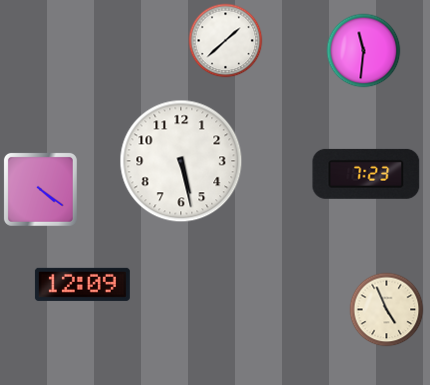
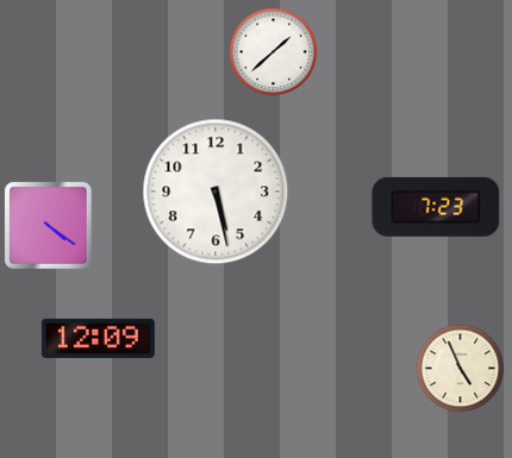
clock at (226, 41) position: (226, 41) -> (274, 52)
clock at (364, 51): 11:31 -> none
